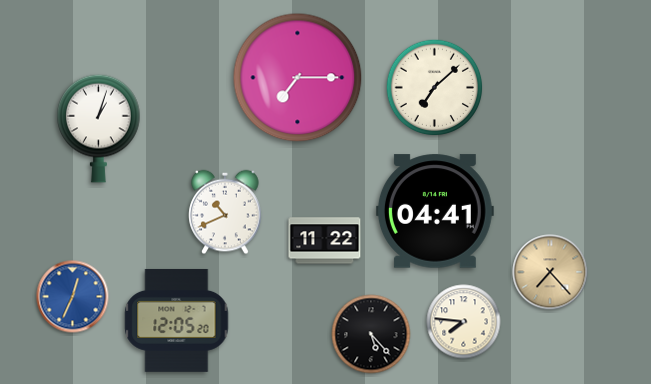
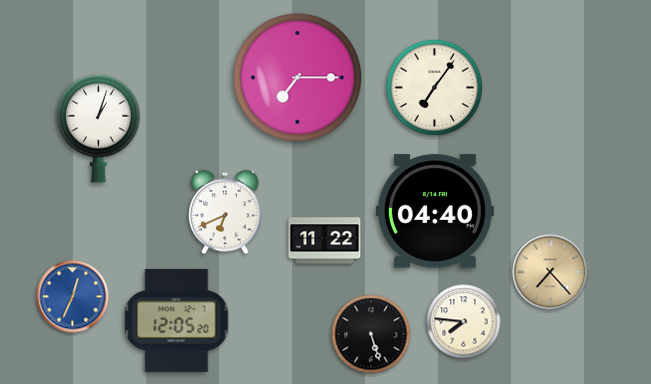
clock at (435, 88): 7:08 -> 7:06
clock at (435, 211): 04:41 -> 04:40
clock at (225, 212): 10:41 -> 6:41
clock at (371, 334): 5:23 -> 5:27
